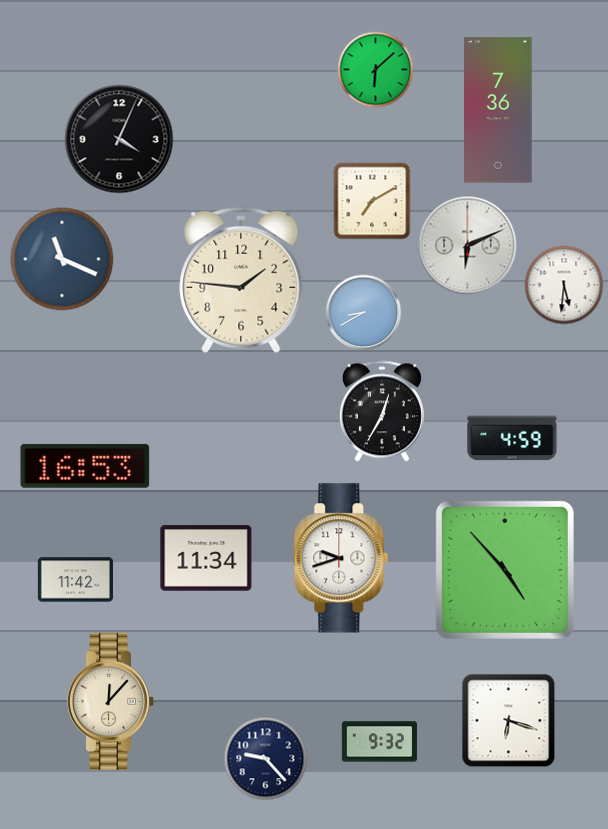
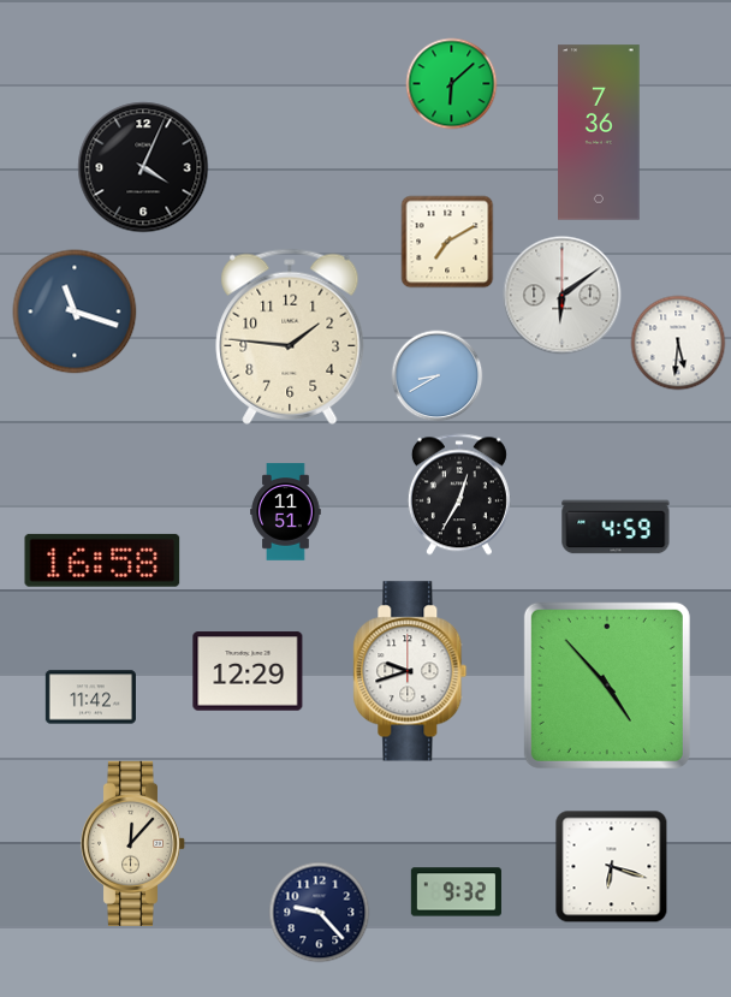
clock at (468, 246): 6:11 -> 6:09
clock at (62, 259): 11:19 -> 11:18
clock at (286, 512): none -> 11:51
clock at (85, 466): 16:53 -> 16:58
clock at (206, 558): 11:34 -> 12:29
